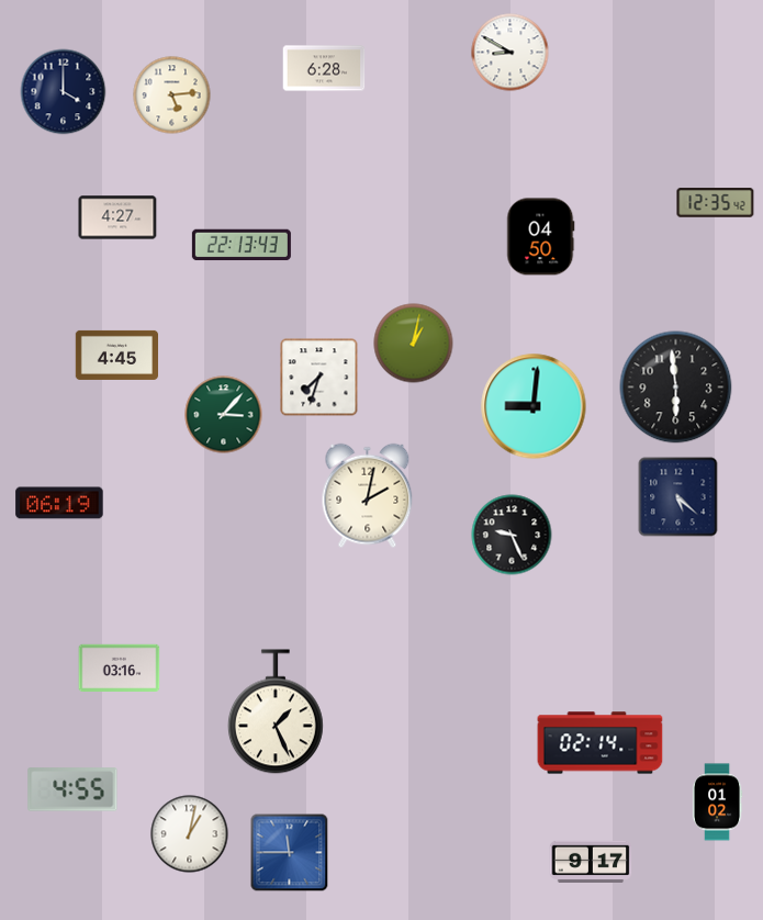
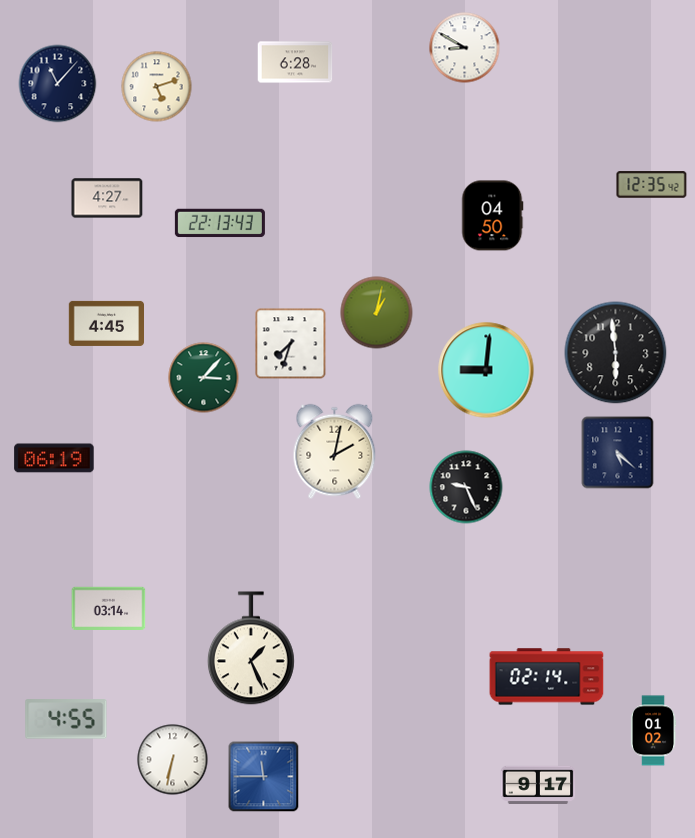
clock at (64, 92): 4:00 -> 11:07
clock at (172, 96): 5:14 -> 5:12
clock at (120, 667): 03:16 -> 03:14
clock at (190, 834): 1:02 -> 6:32
